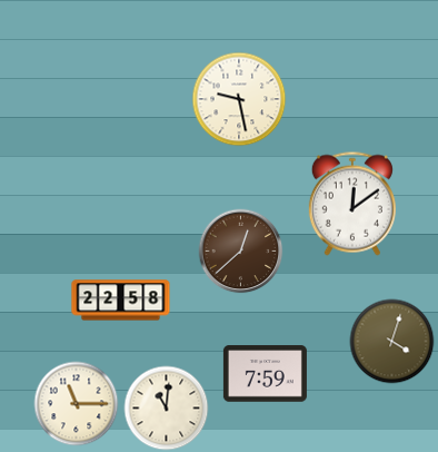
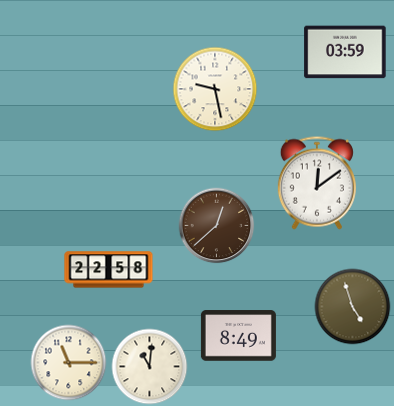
clock at (345, 52): none -> 03:59
clock at (392, 342): 4:03 -> 4:57
clock at (265, 374): 7:59 -> 8:49
